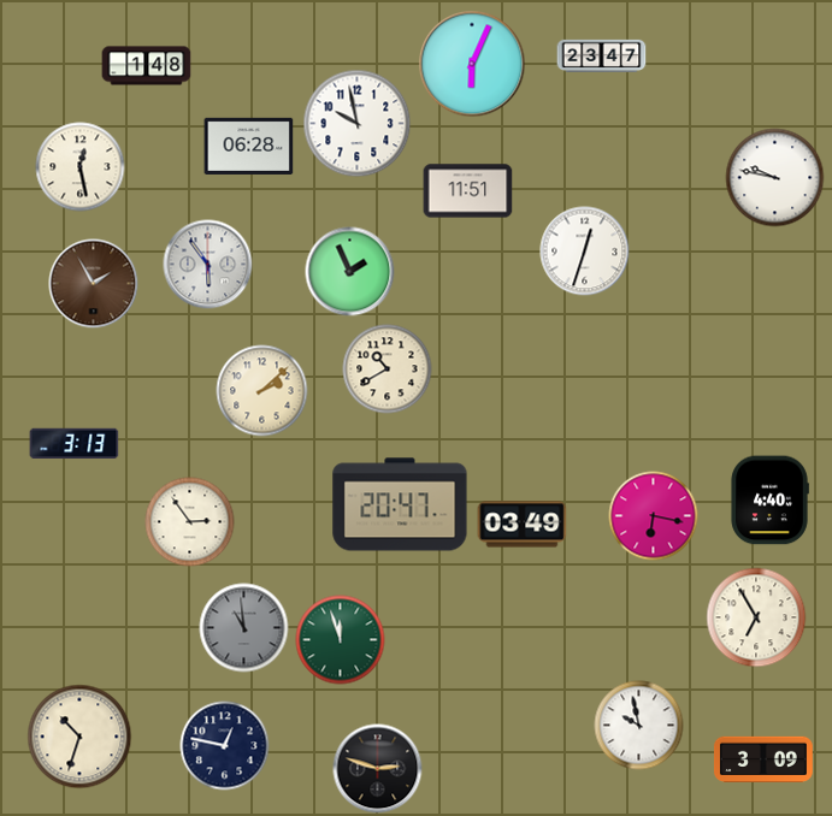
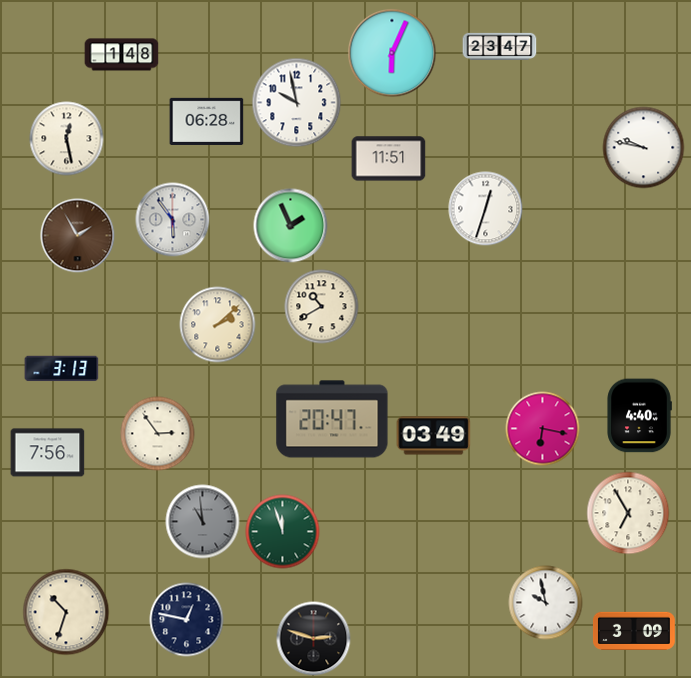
clock at (48, 453): none -> 7:56
clock at (639, 726) position: (639, 726) -> (546, 603)
